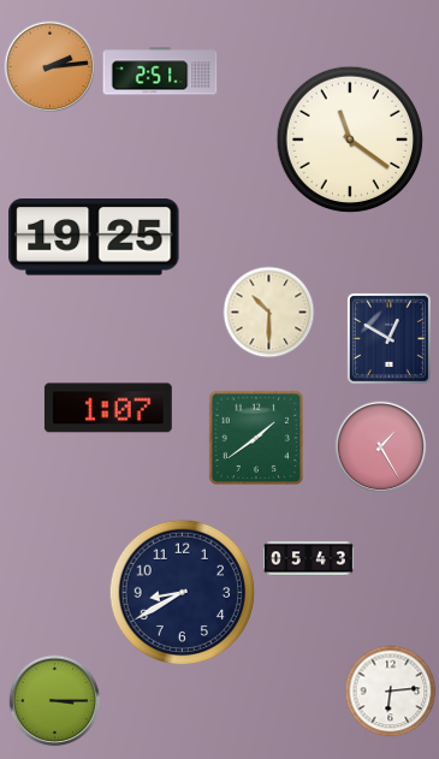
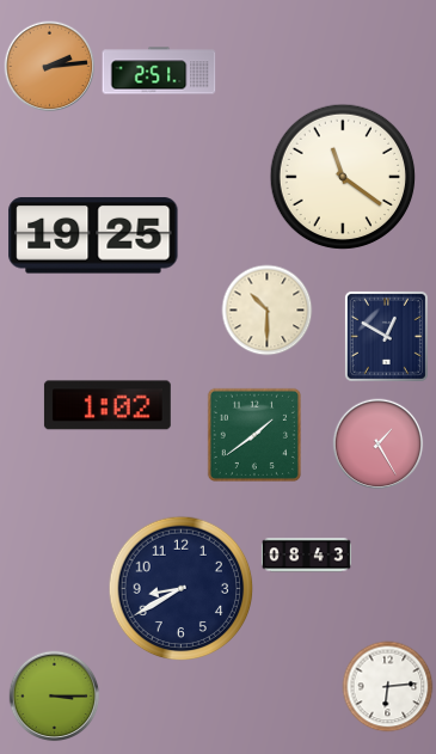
clock at (350, 140) position: (350, 140) -> (343, 177)
clock at (108, 408): 1:07 -> 1:02
clock at (308, 559): 05:43 -> 08:43
